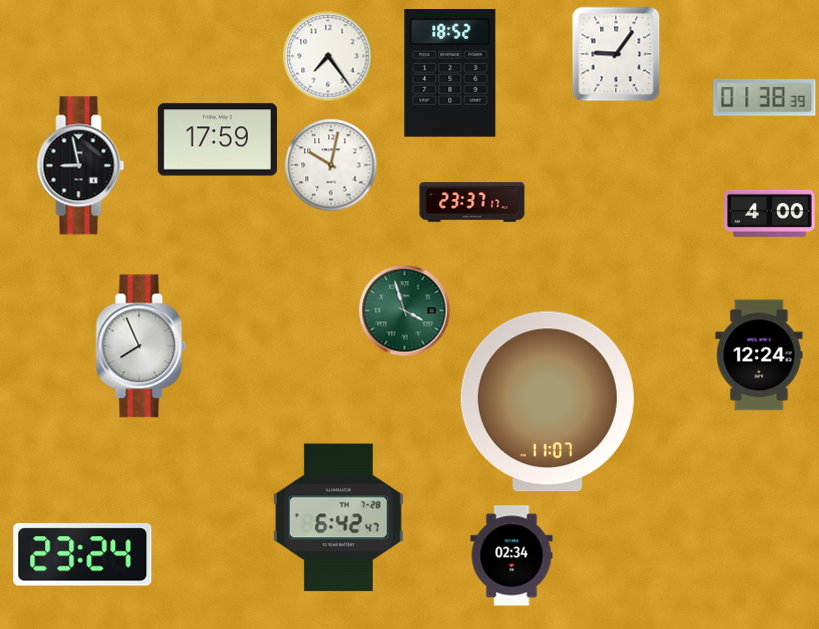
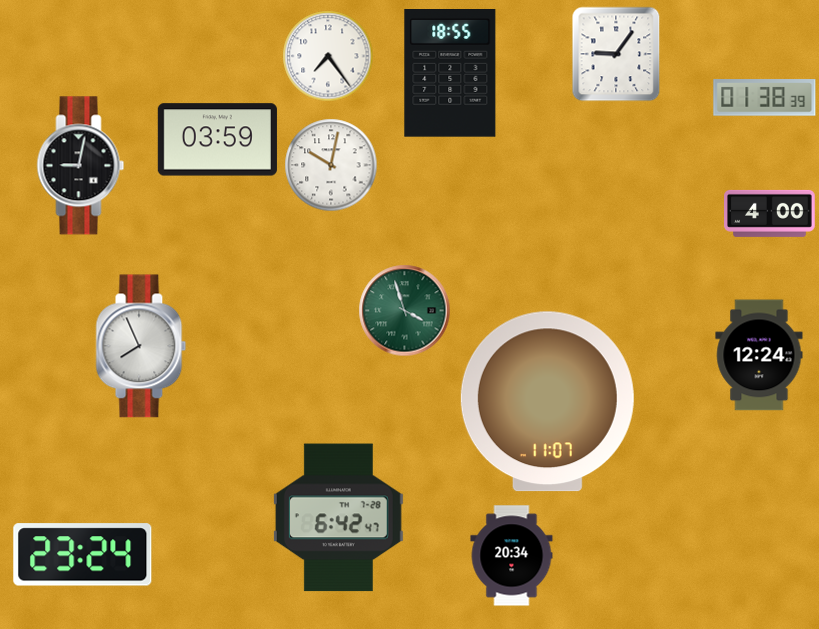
clock at (450, 74): 18:52 -> 18:55
clock at (217, 140): 17:59 -> 03:59
clock at (81, 166): 8:58 -> 9:02
clock at (472, 202): 23:37 -> none
clock at (512, 556): 02:34 -> 20:34
